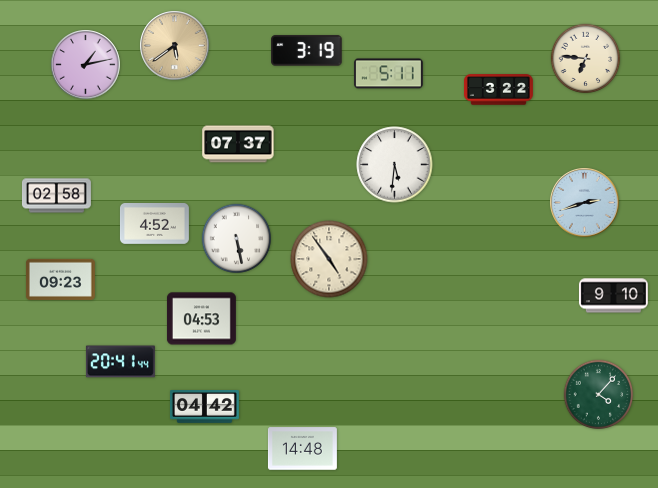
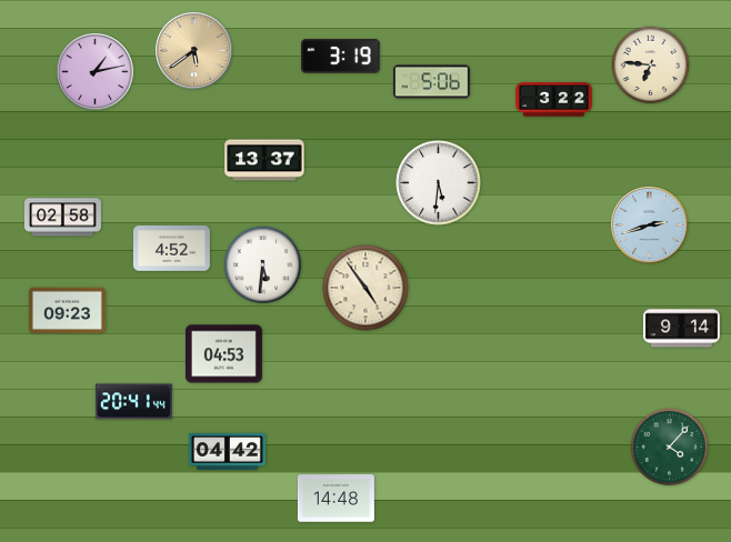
clock at (388, 74): 5:11 -> 5:06
clock at (238, 144): 07:37 -> 13:37
clock at (237, 239): 5:28 -> 5:31
clock at (613, 296): 9:10 -> 9:14
clock at (599, 395) position: (599, 395) -> (670, 448)
